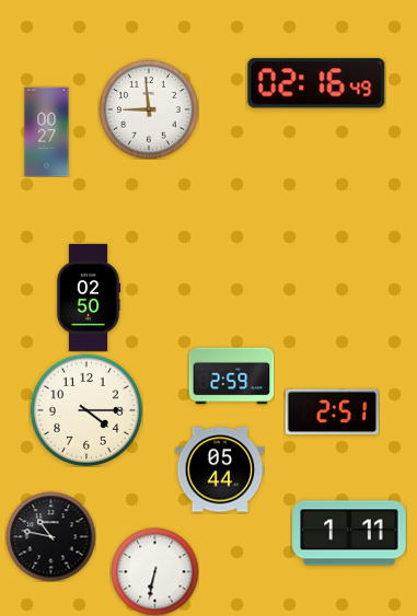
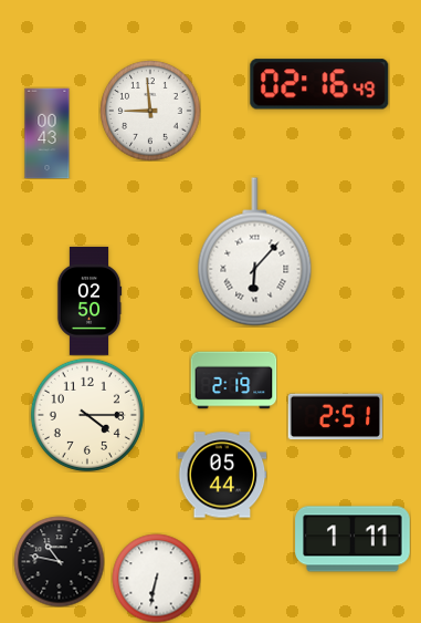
clock at (47, 131): 00:27 -> 00:43
clock at (255, 252): none -> 6:07
clock at (231, 376): 2:59 -> 2:19
clock at (50, 536) position: (50, 536) -> (59, 561)
